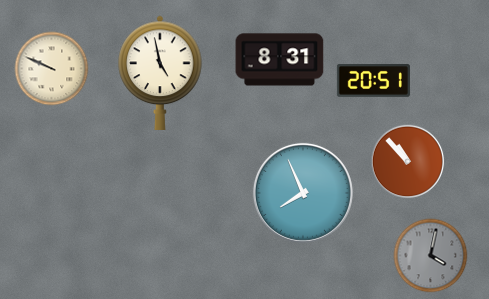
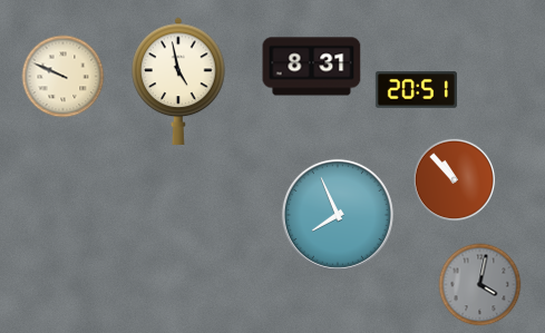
clock at (52, 69) position: (52, 69) -> (64, 77)
